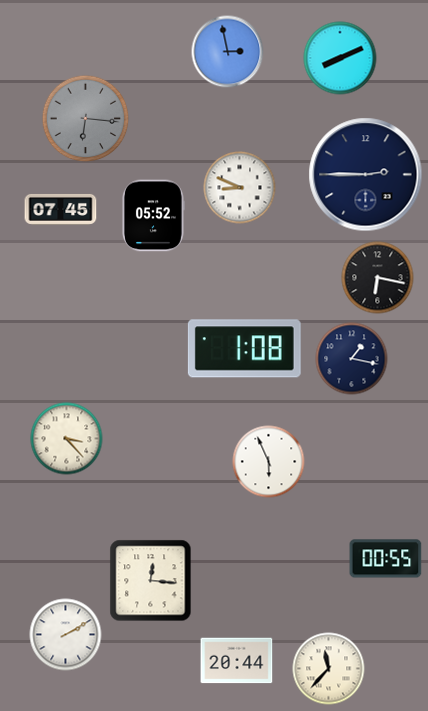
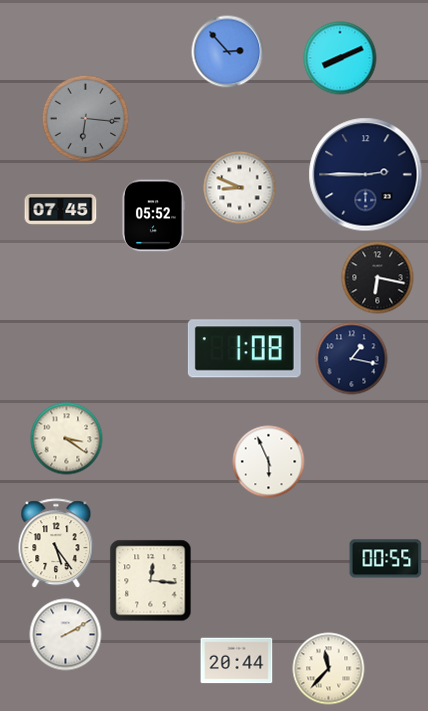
clock at (228, 52): 2:58 -> 2:53
clock at (67, 439): 3:23 -> 3:21
clock at (56, 544): none -> 5:24
